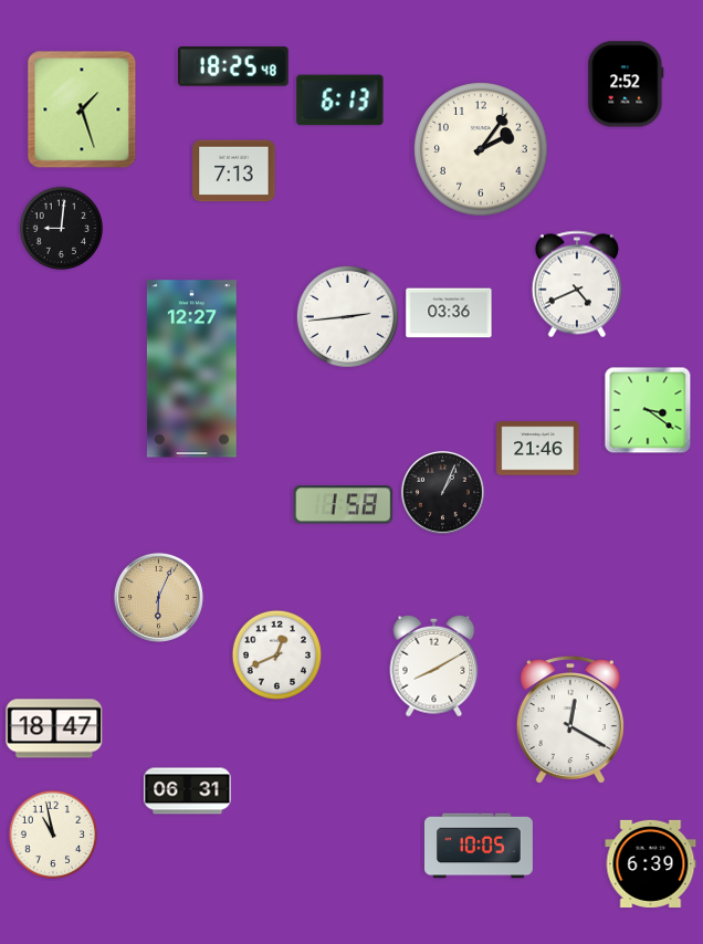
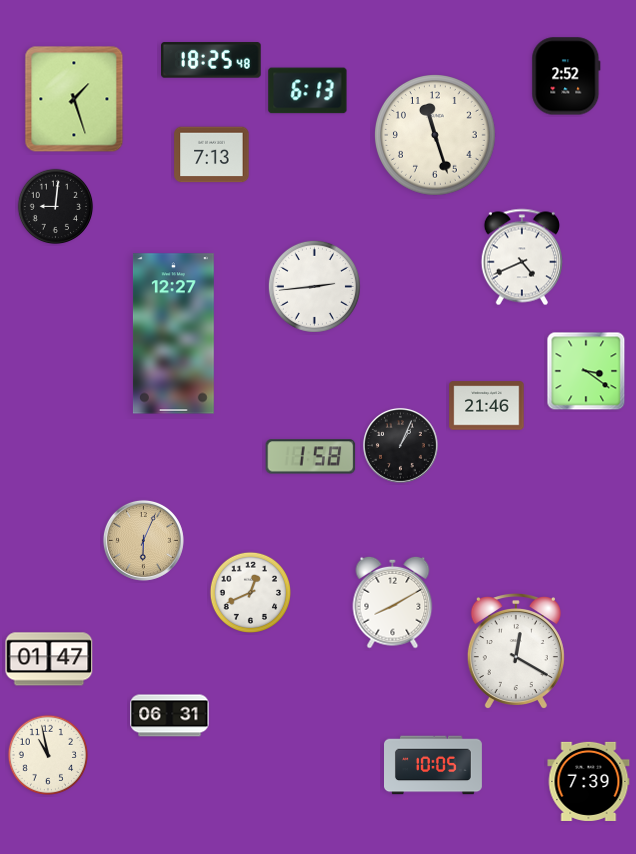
clock at (482, 150): 2:06 -> 11:27
clock at (449, 313): 03:36 -> none
clock at (54, 728): 18:47 -> 01:47
clock at (651, 863): 6:39 -> 7:39
